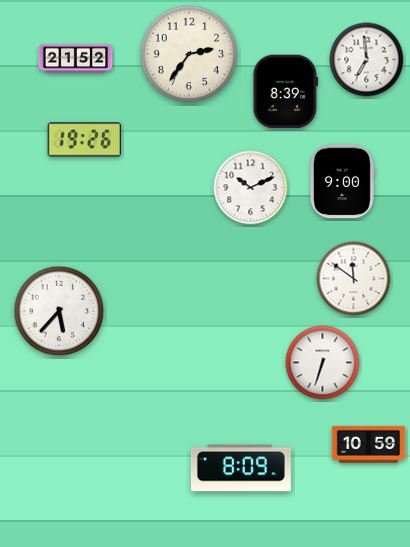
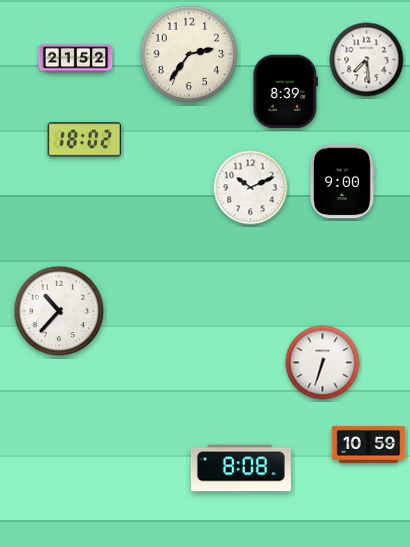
clock at (367, 60): 6:59 -> 7:29
clock at (85, 140): 19:26 -> 18:02
clock at (354, 279): 11:51 -> none
clock at (59, 311): 5:37 -> 10:37
clock at (241, 468): 8:09 -> 8:08
